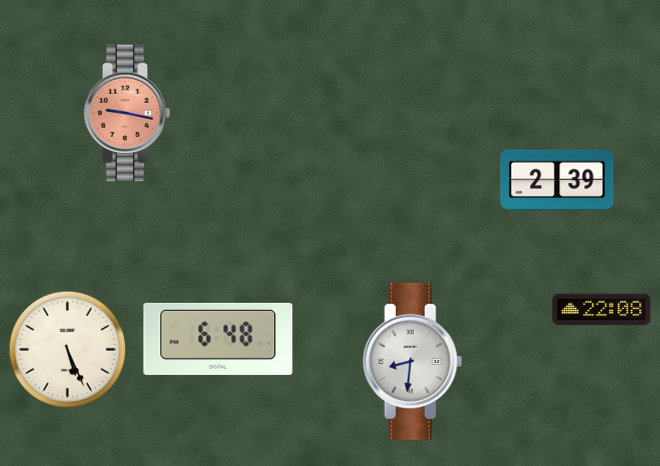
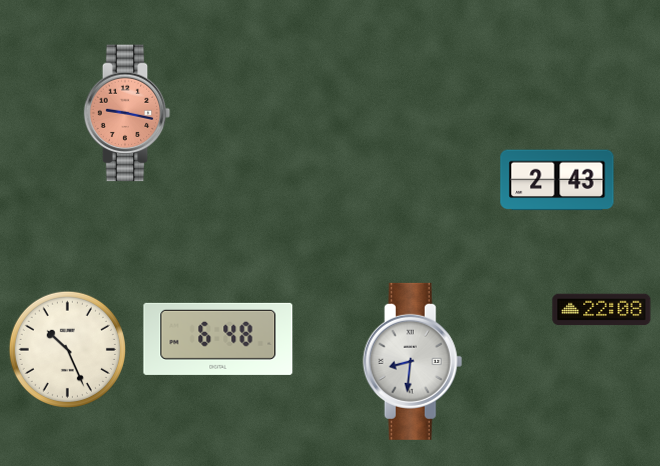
clock at (557, 180): 2:39 -> 2:43
clock at (67, 349): 5:26 -> 10:26
